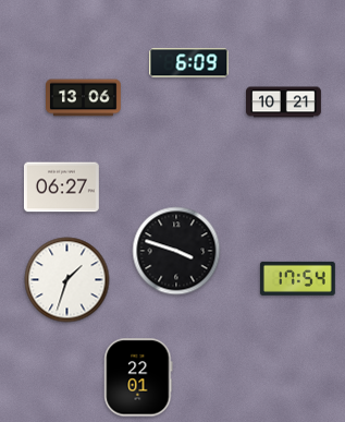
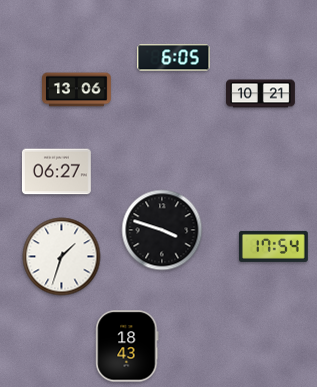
clock at (189, 63): 6:09 -> 6:05
clock at (297, 278) position: (297, 278) -> (273, 246)
clock at (138, 377): 22:01 -> 18:43
